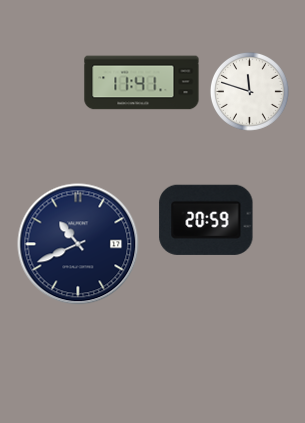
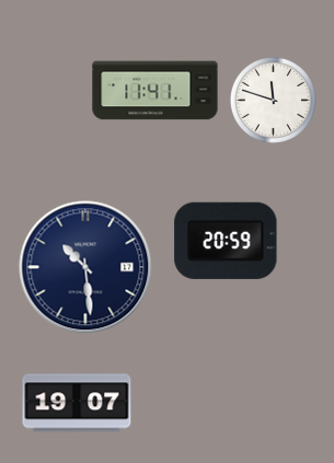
clock at (78, 244): 10:41 -> 10:29
clock at (77, 403): none -> 19:07
